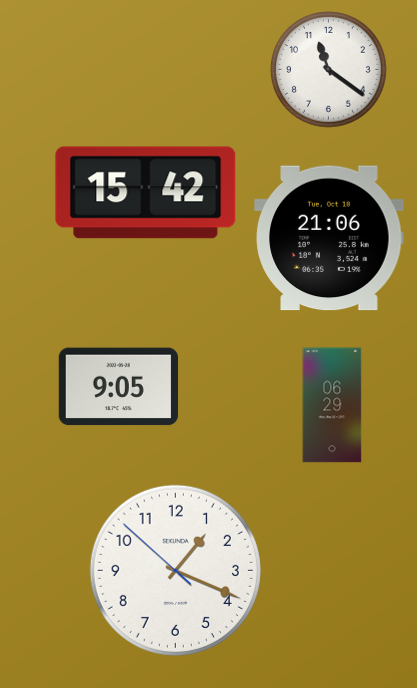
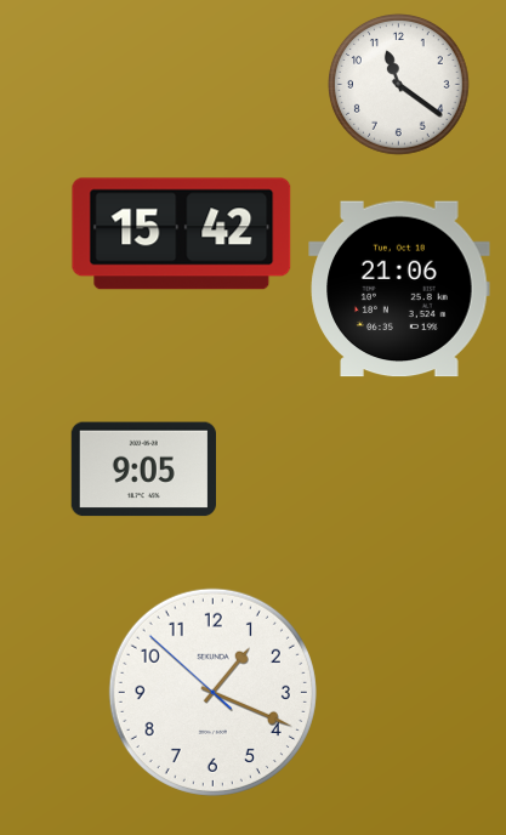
clock at (146, 193) position: (146, 193) -> (182, 234)
clock at (332, 405): 06:29 -> none
